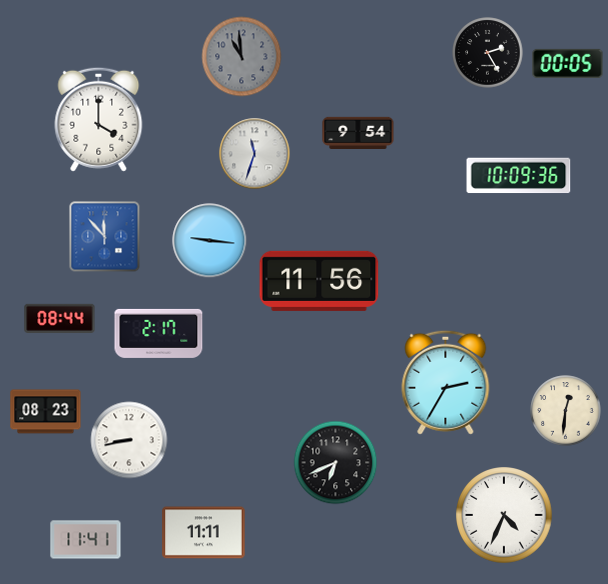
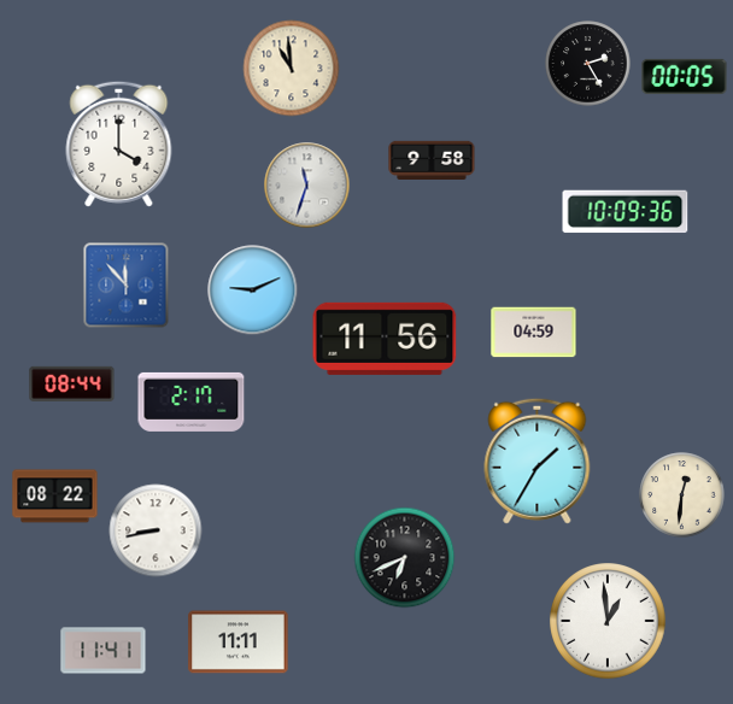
clock at (242, 57) dial: grey -> cream
clock at (358, 132): 9:54 -> 9:58
clock at (210, 241): 9:16 -> 9:11
clock at (534, 333): none -> 04:59
clock at (446, 382): 2:35 -> 1:35
clock at (46, 412): 08:23 -> 08:22
clock at (504, 515): 4:34 -> 12:59
clock at (204, 533) position: (204, 533) -> (239, 643)
